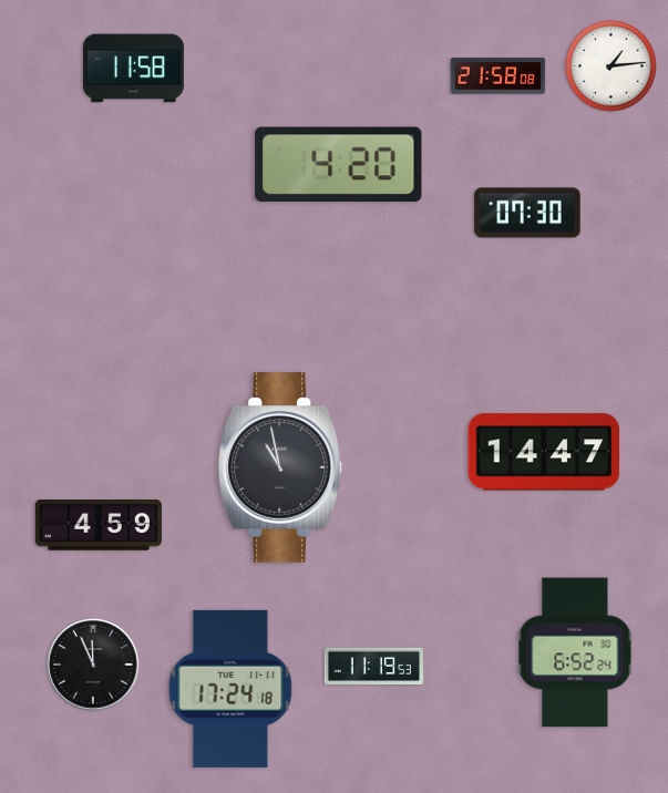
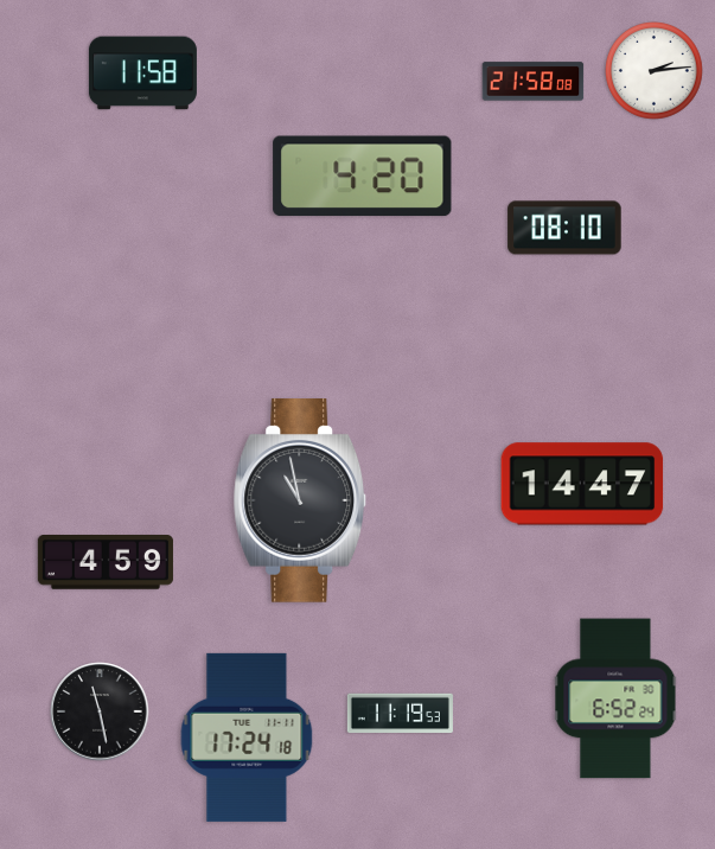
clock at (612, 66): 1:14 -> 2:14
clock at (527, 213): 07:30 -> 08:10
clock at (93, 665): 11:56 -> 11:28
